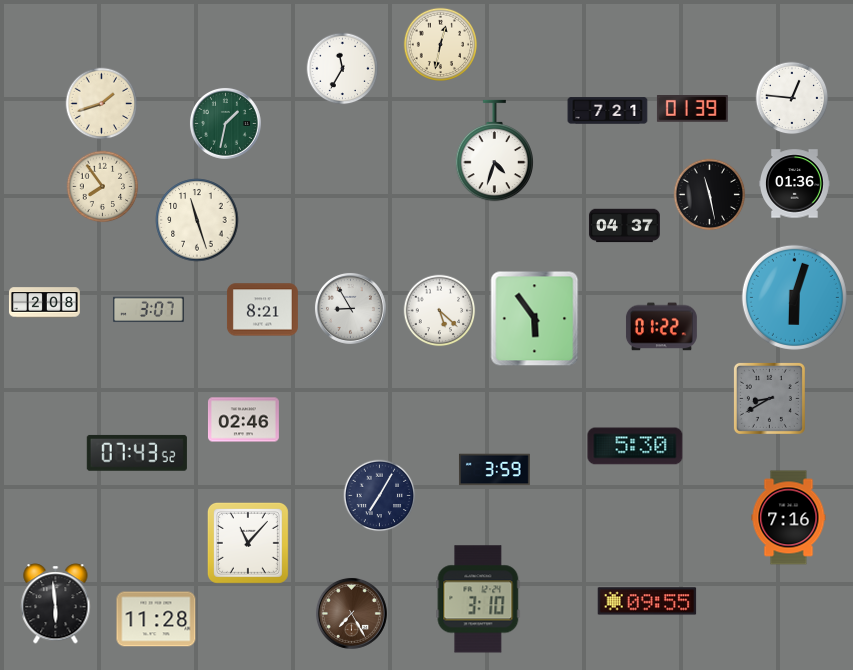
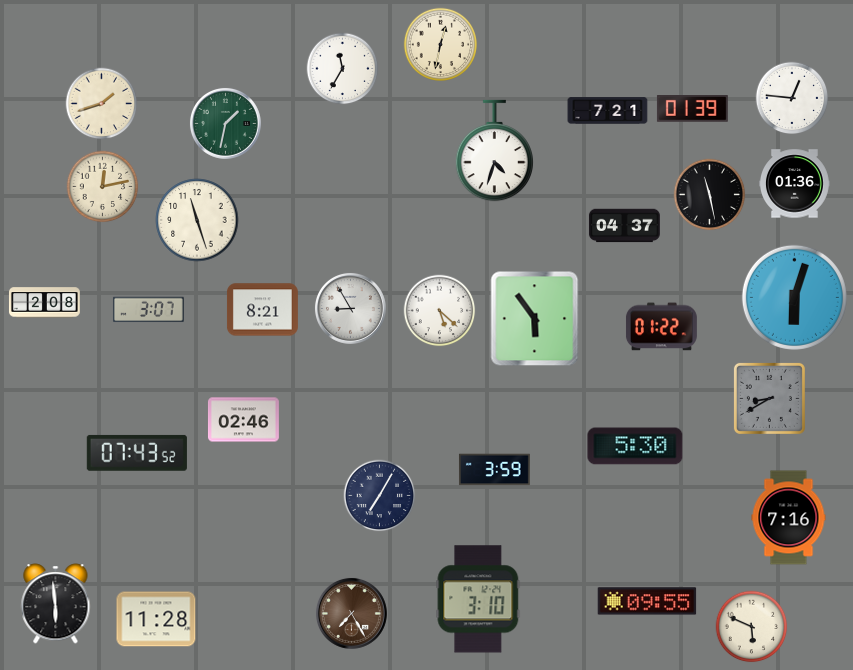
clock at (103, 187): 7:54 -> 12:13
clock at (248, 543): 11:07 -> none
clock at (752, 627): none -> 5:49
